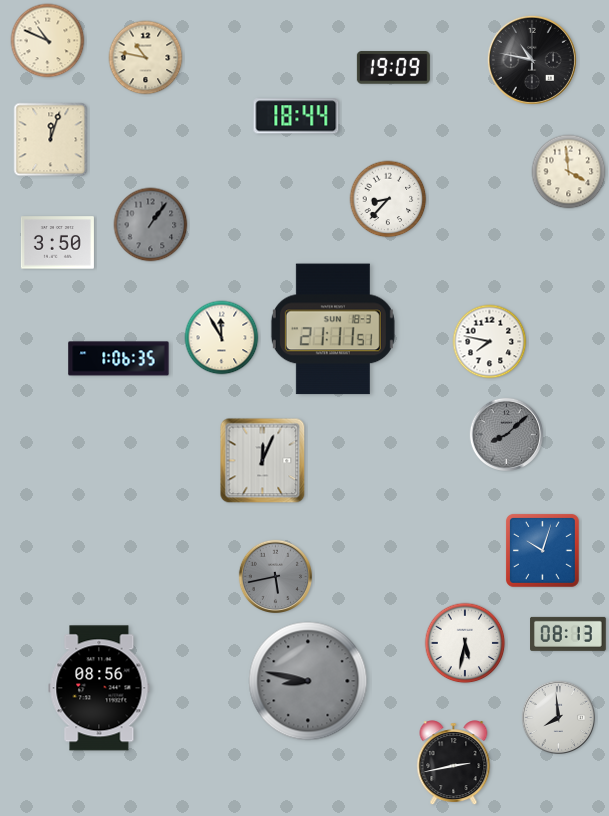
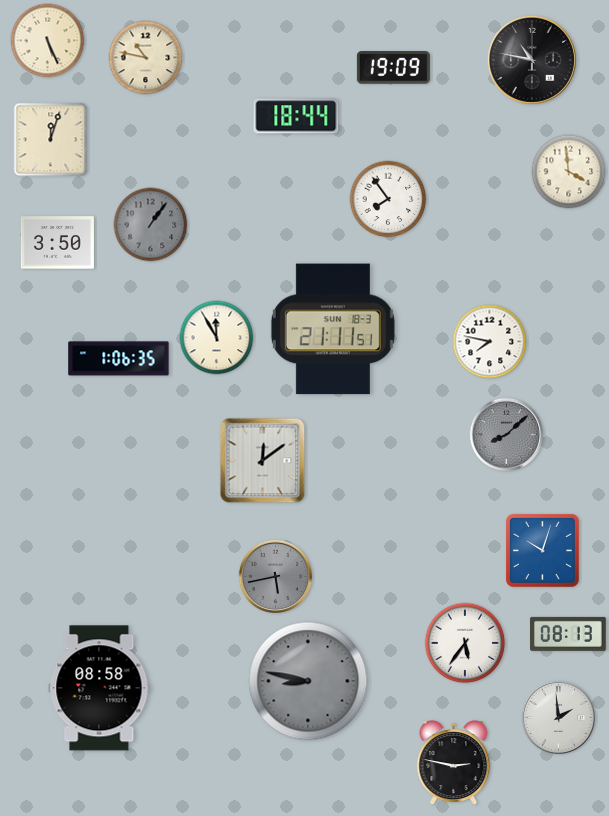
clock at (48, 41): 10:49 -> 5:26
clock at (388, 199): 8:37 -> 7:54
clock at (222, 338) position: (222, 338) -> (217, 338)
clock at (263, 461): 12:04 -> 12:09
clock at (465, 643): 5:32 -> 5:36
clock at (99, 688): 08:56 -> 08:58
clock at (559, 718): 7:59 -> 1:59
clock at (454, 763): 2:43 -> 2:47
